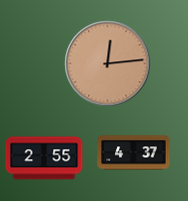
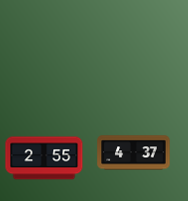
clock at (108, 64): 12:14 -> none
